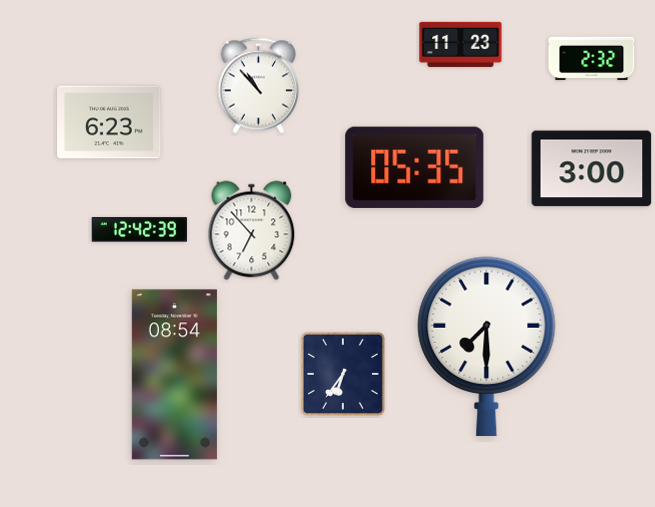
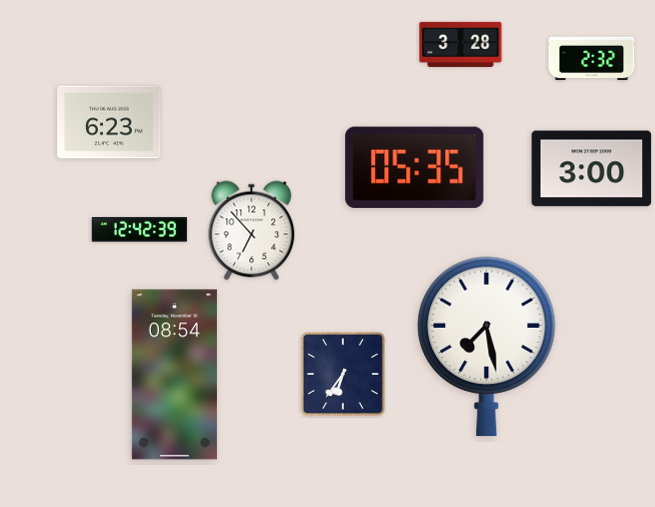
clock at (461, 44): 11:23 -> 3:28
clock at (258, 86): 10:53 -> none
clock at (487, 346): 7:30 -> 7:28
